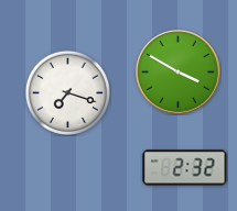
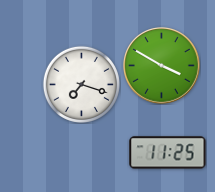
clock at (67, 92) position: (67, 92) -> (81, 84)
clock at (185, 168): 2:32 -> 11:25
